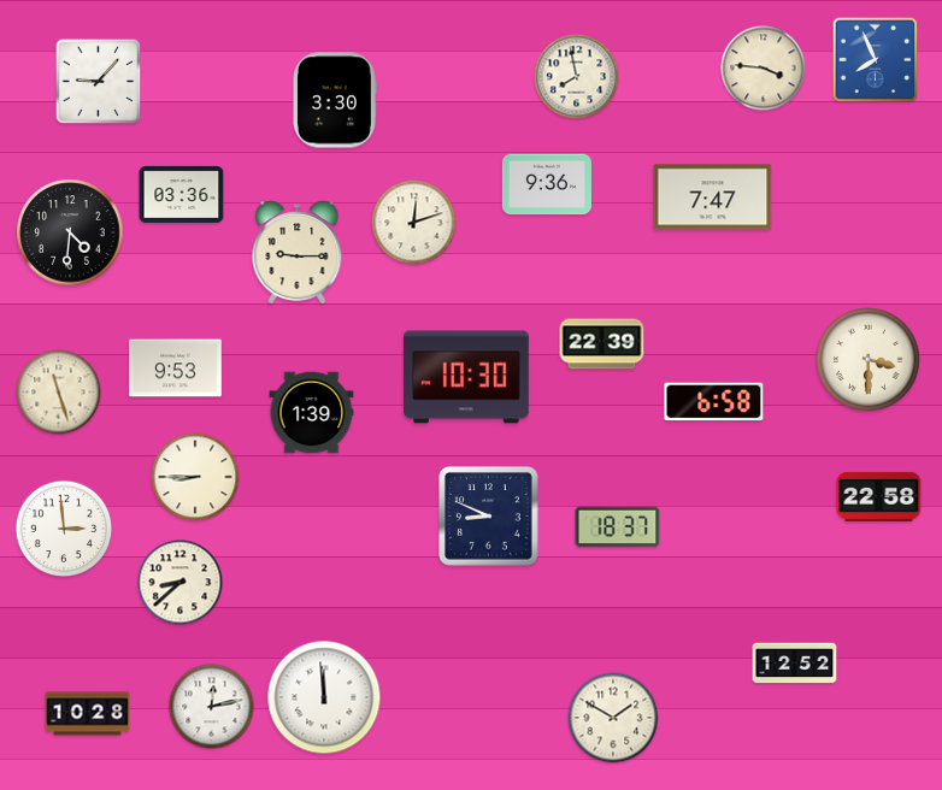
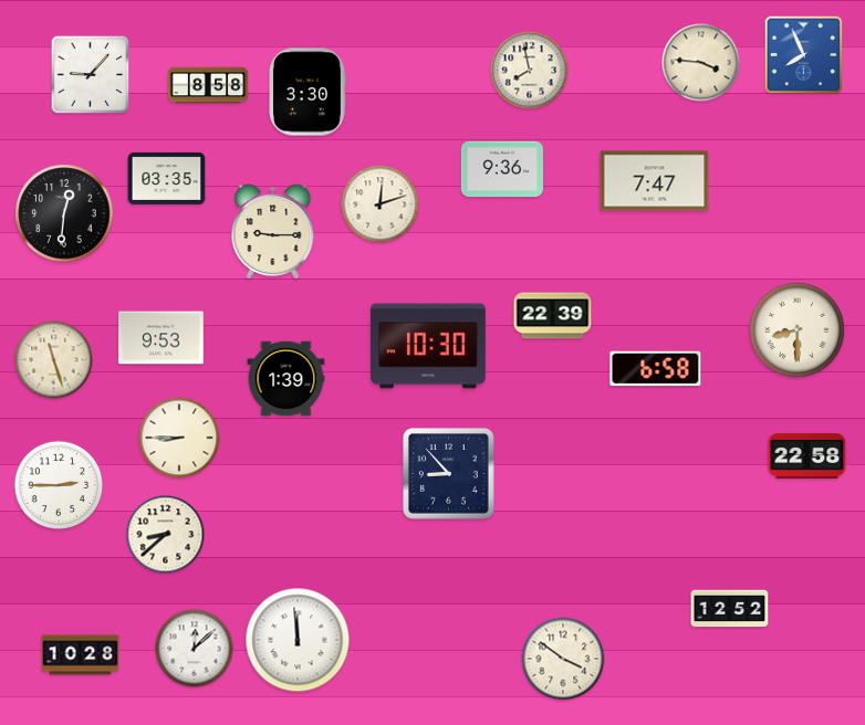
clock at (208, 85): none -> 8:58
clock at (182, 194): 03:36 -> 03:35
clock at (70, 232): 4:31 -> 12:31
clock at (869, 360): 3:30 -> 8:30
clock at (489, 517): 8:49 -> 8:53
clock at (618, 527): 18:37 -> none
clock at (64, 529): 2:59 -> 2:45
clock at (212, 707): 12:13 -> 12:08
clock at (613, 718): 1:50 -> 3:51
